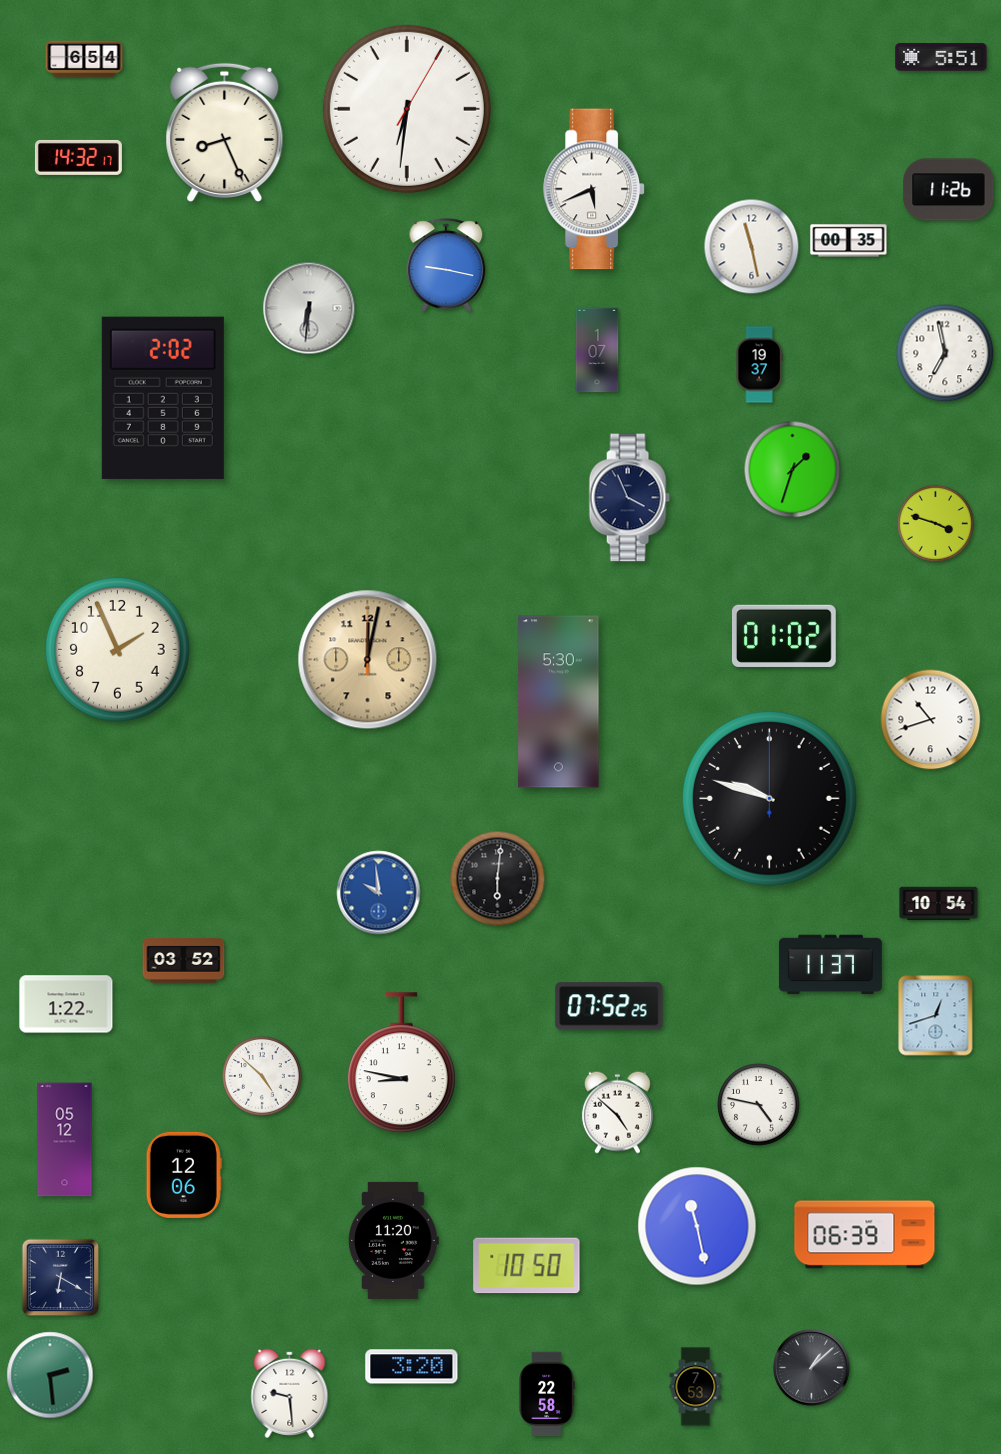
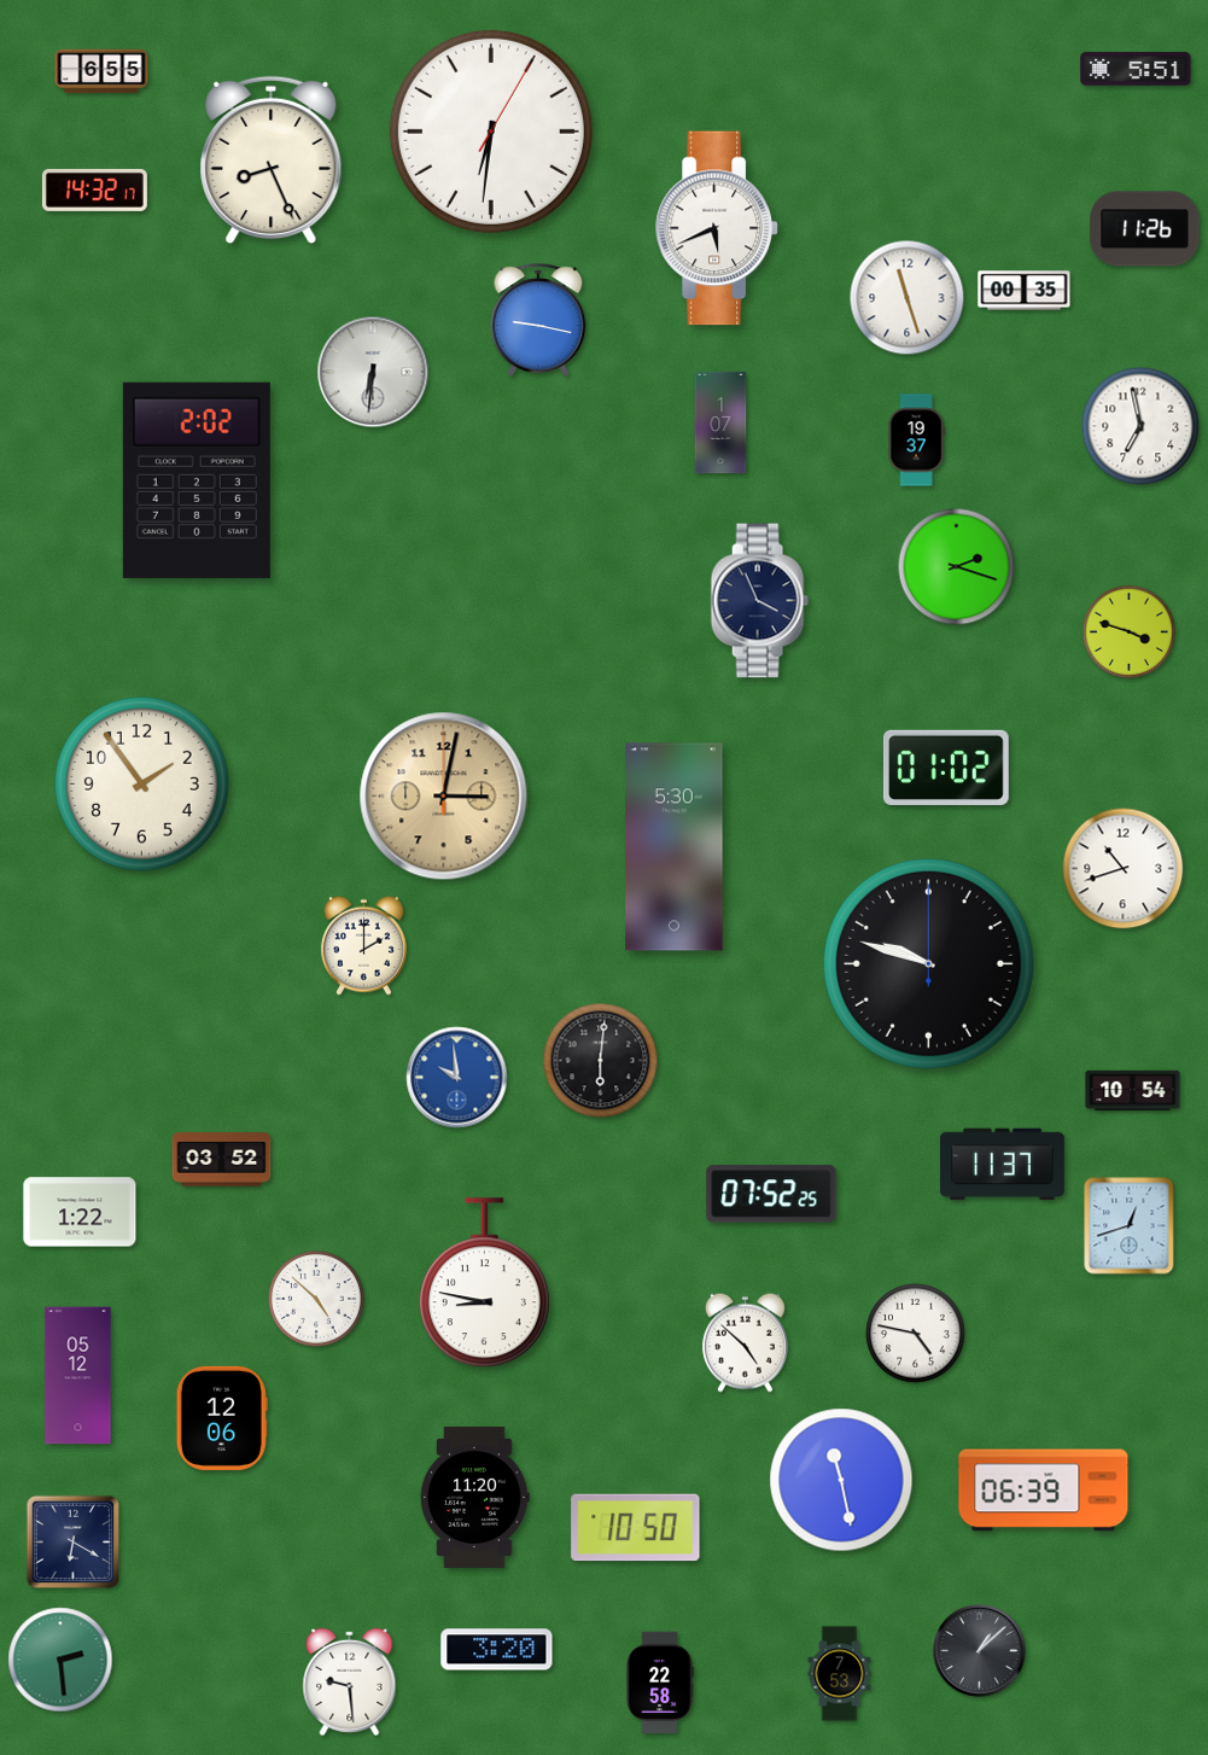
clock at (84, 59): 6:54 -> 6:55
clock at (752, 247): 11:28 -> 11:27
clock at (793, 470): 1:33 -> 2:18
clock at (118, 650): 1:56 -> 1:54
clock at (368, 660): 12:02 -> 3:02
clock at (363, 945): none -> 2:00
clock at (609, 1006) position: (609, 1006) -> (771, 1194)
